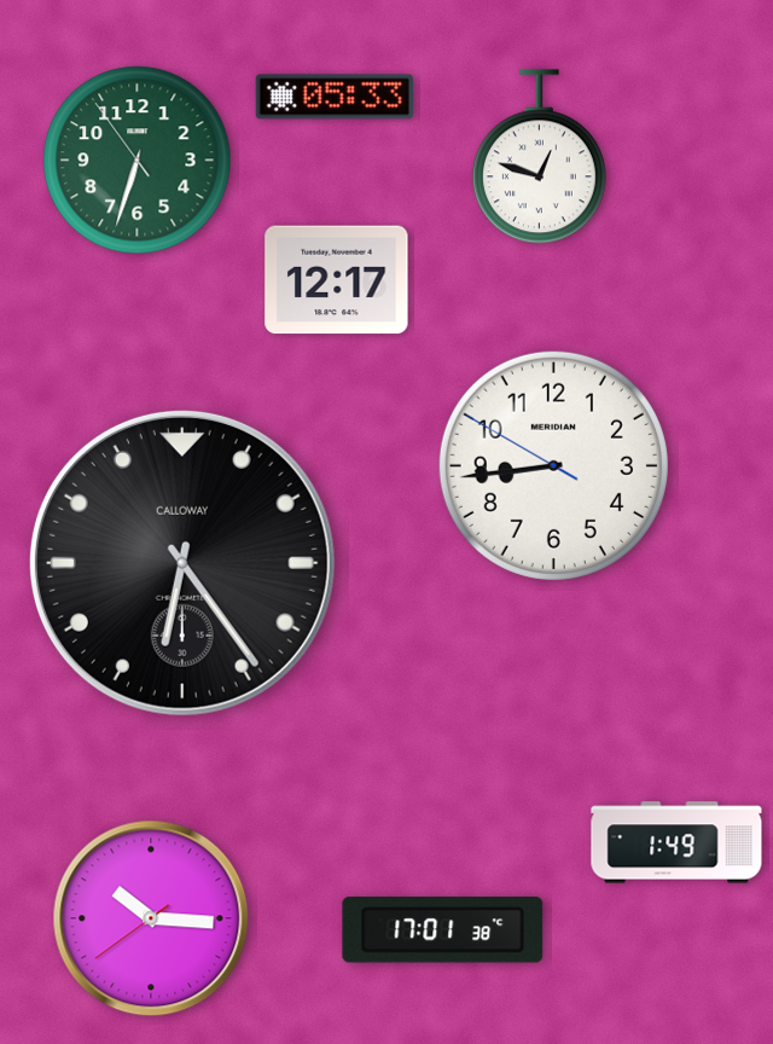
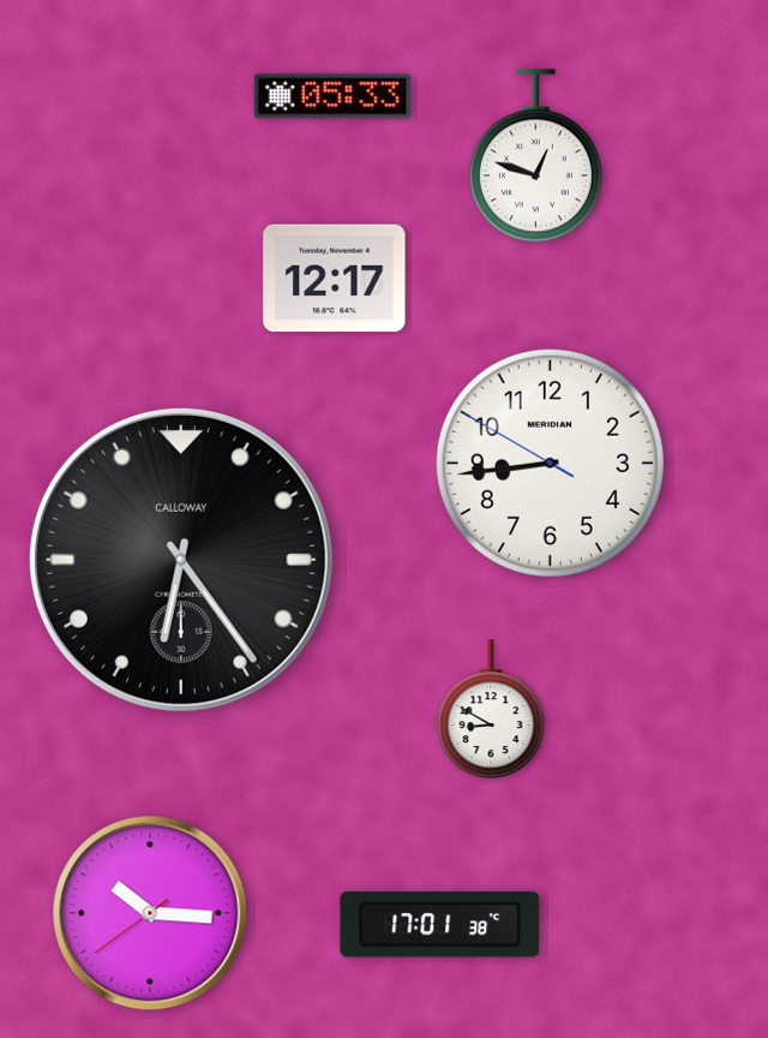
clock at (138, 161): 6:32 -> none
clock at (491, 709): none -> 8:50
clock at (676, 842): 1:49 -> none
